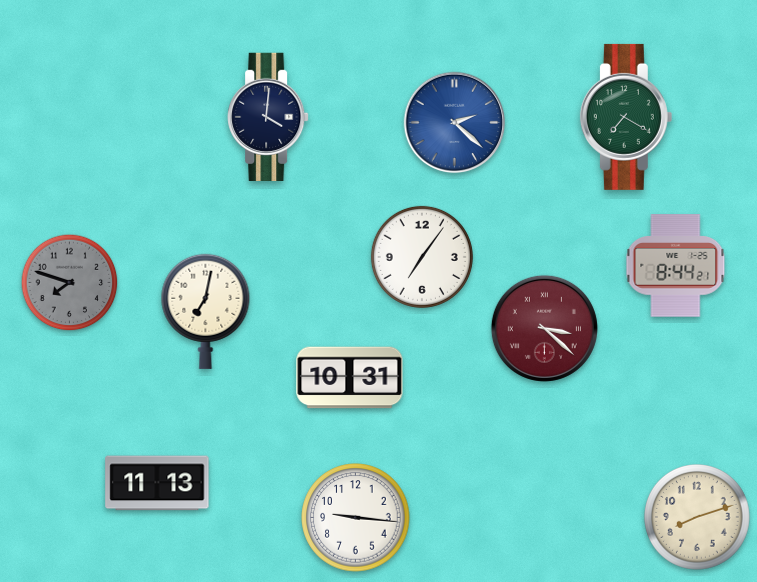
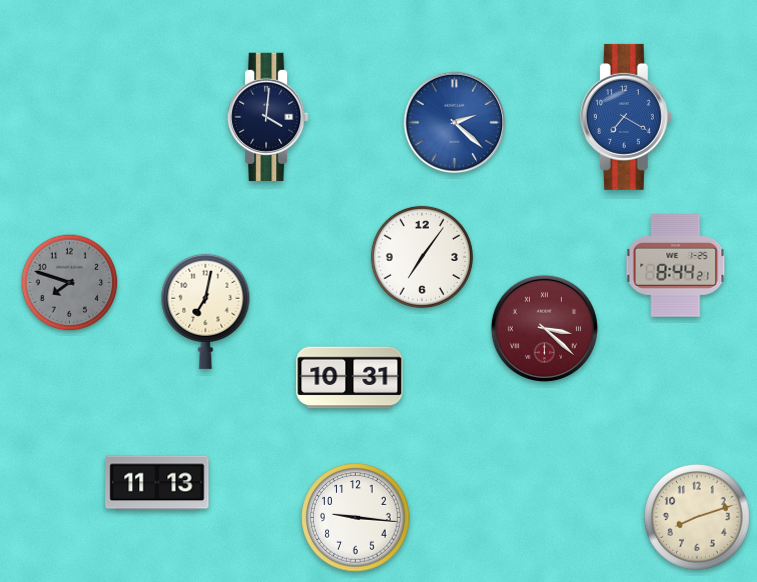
clock at (626, 117) dial: green -> blue
